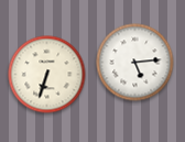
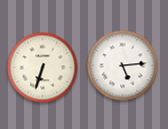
clock at (135, 63) position: (135, 63) -> (123, 66)
